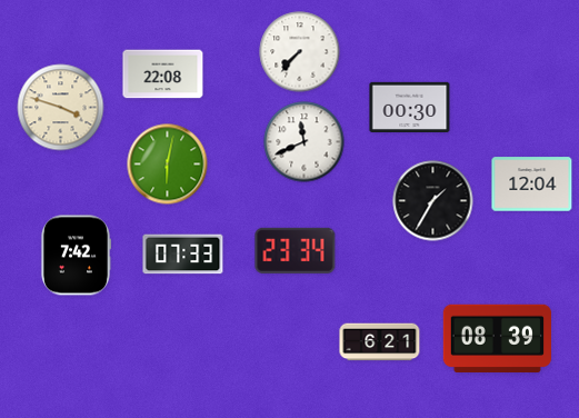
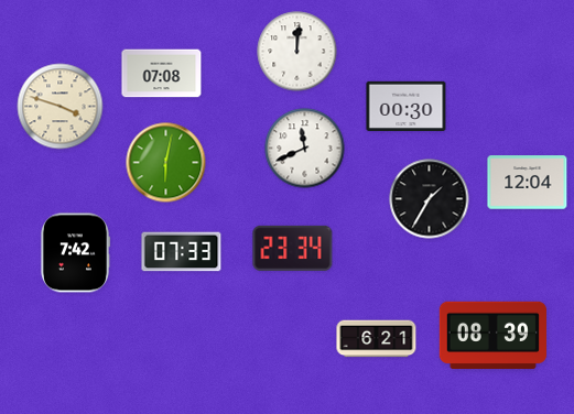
clock at (300, 52): 7:37 -> 12:01
clock at (163, 74): 22:08 -> 07:08
clock at (305, 142) position: (305, 142) -> (305, 149)
